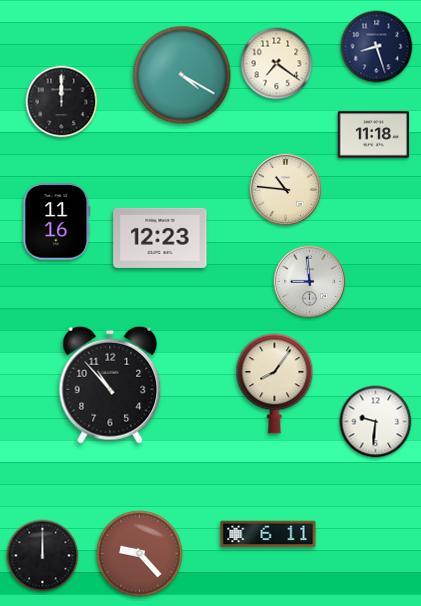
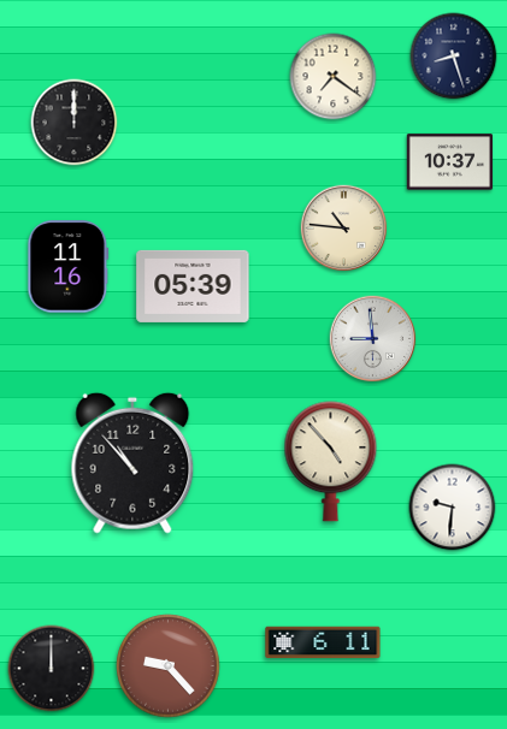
clock at (182, 75): 4:20 -> none
clock at (374, 135): 11:18 -> 10:37
clock at (160, 238): 12:23 -> 05:39
clock at (275, 384): 8:06 -> 4:53
